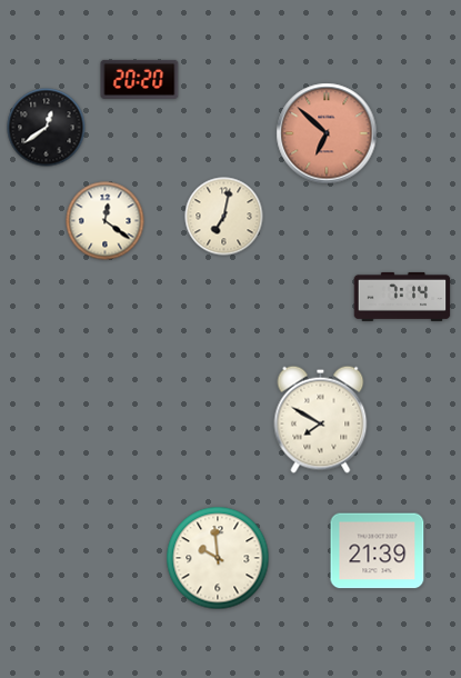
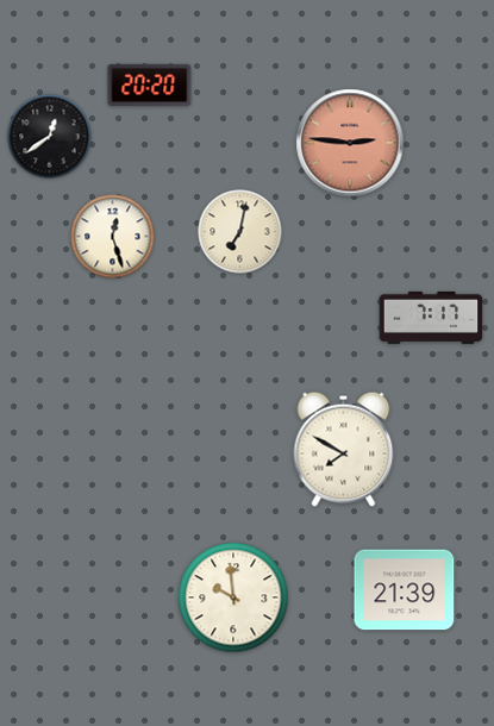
clock at (327, 133): 6:52 -> 2:46
clock at (106, 221): 12:21 -> 12:27
clock at (402, 297): 7:14 -> 7:17
